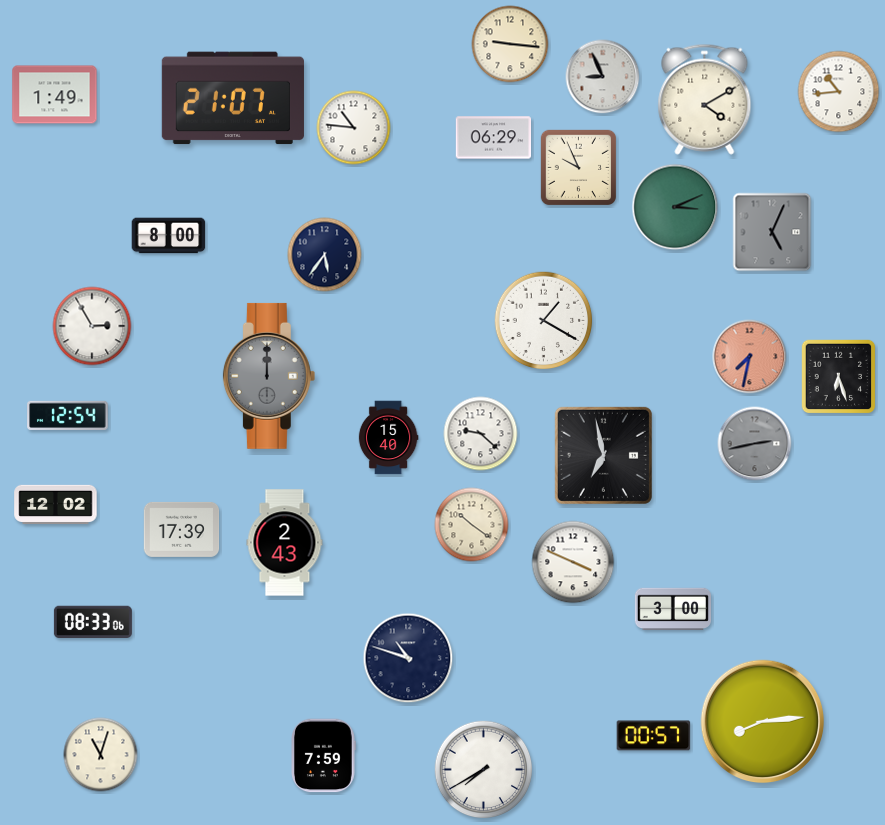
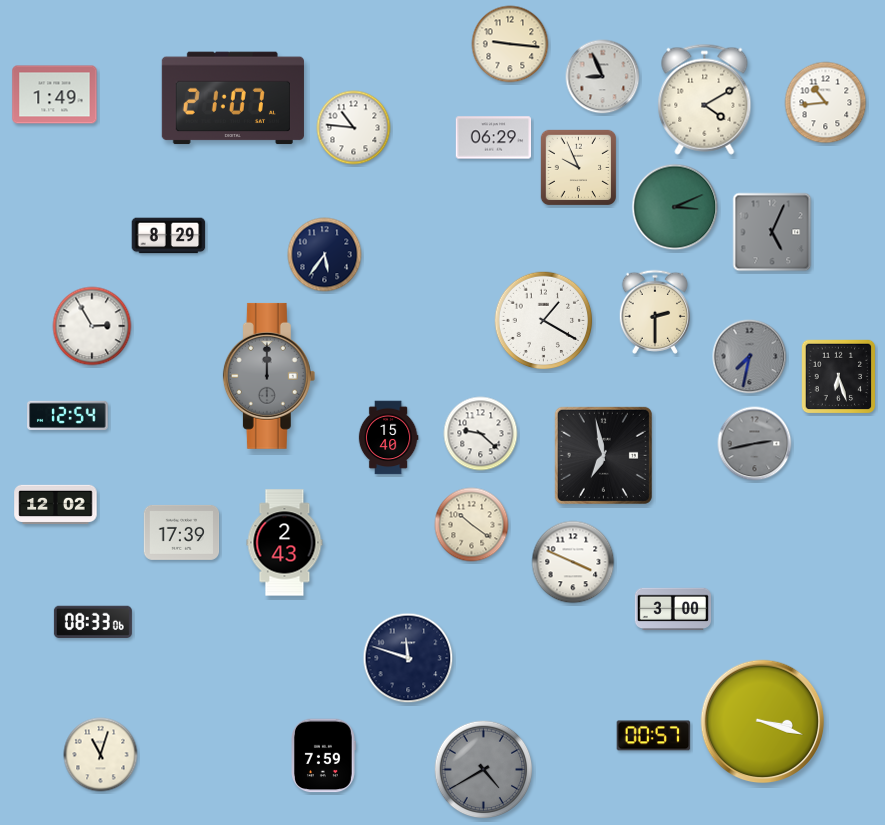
clock at (839, 92) position: (839, 92) -> (826, 103)
clock at (169, 236): 8:00 -> 8:29
clock at (654, 312): none -> 2:30
clock at (750, 357) dial: salmon -> grey
clock at (182, 529) position: (182, 529) -> (182, 532)
clock at (408, 658): 10:48 -> 11:48
clock at (763, 722): 8:14 -> 3:18
clock at (484, 770): 7:40 -> 4:40
clock at (484, 770) dial: white -> grey
